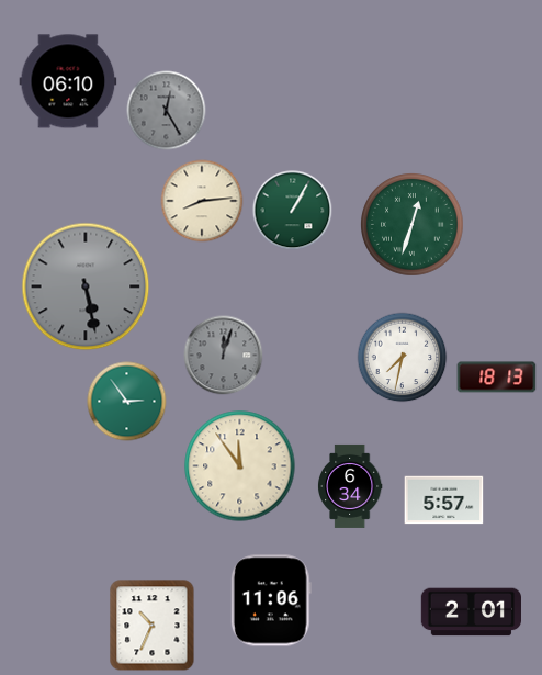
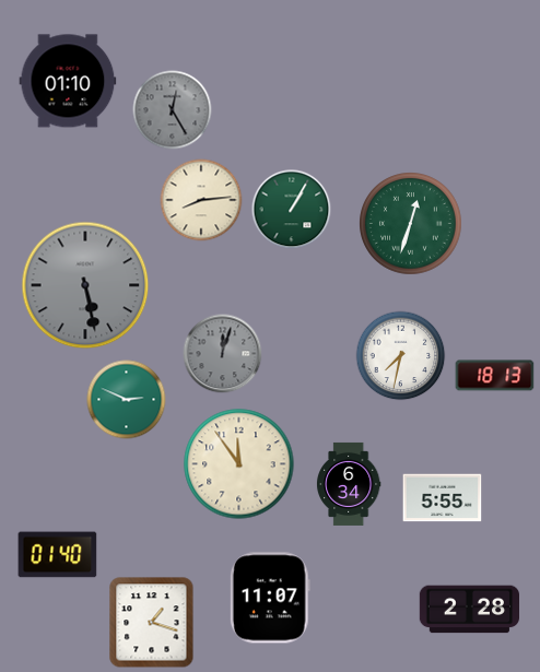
clock at (68, 81): 06:10 -> 01:10
clock at (167, 111) position: (167, 111) -> (173, 110)
clock at (127, 402): 2:54 -> 2:49
clock at (444, 500): 5:57 -> 5:55
clock at (58, 555): none -> 01:40
clock at (271, 600): 11:06 -> 11:07
clock at (472, 612): 2:01 -> 2:28
clock at (153, 626): 10:34 -> 1:18
